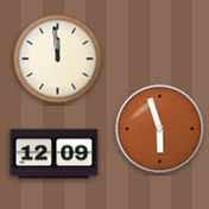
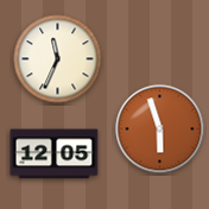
clock at (58, 59): 11:59 -> 11:34
clock at (55, 154): 12:09 -> 12:05
